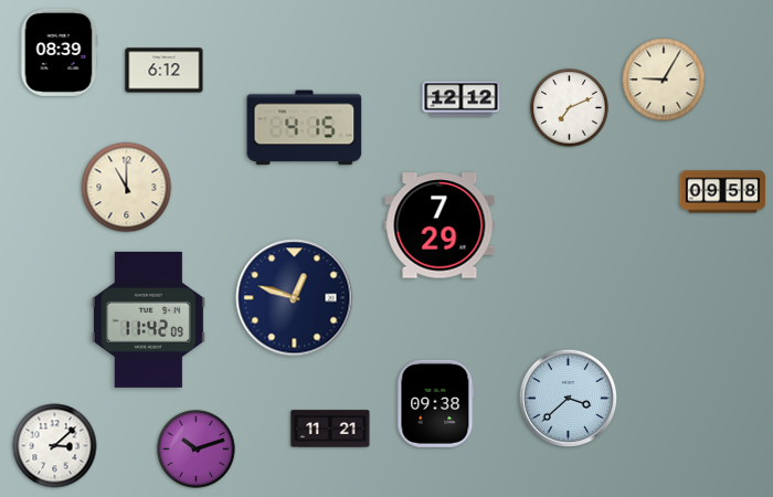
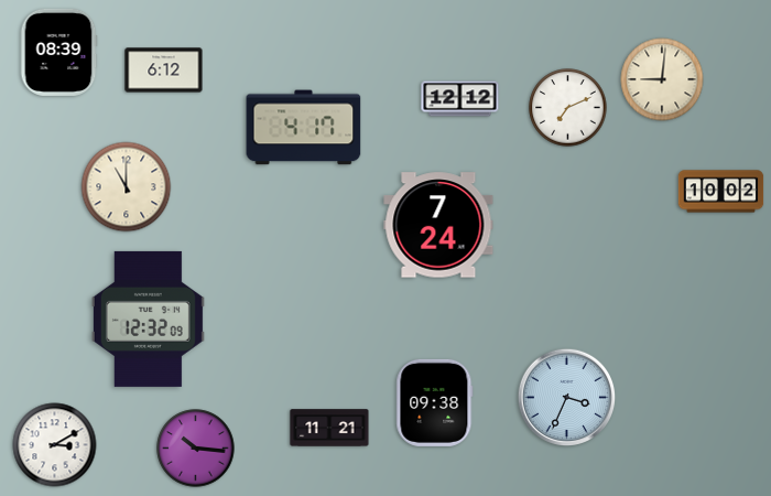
clock at (664, 80): 9:05 -> 9:01
clock at (305, 128): 4:15 -> 4:17
clock at (723, 192): 09:58 -> 10:02
clock at (440, 225): 7:29 -> 7:24
clock at (295, 298): 12:48 -> none
clock at (148, 319): 11:42 -> 12:32
clock at (569, 399): 3:38 -> 3:34
clock at (55, 446): 3:08 -> 3:10
clock at (197, 450): 10:12 -> 10:16
